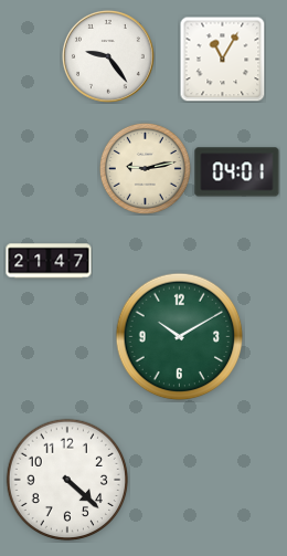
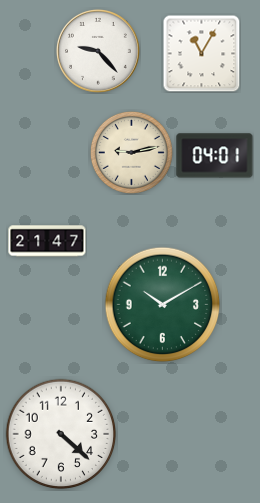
clock at (108, 56): 9:24 -> 9:23
clock at (49, 261) position: (49, 261) -> (47, 241)
